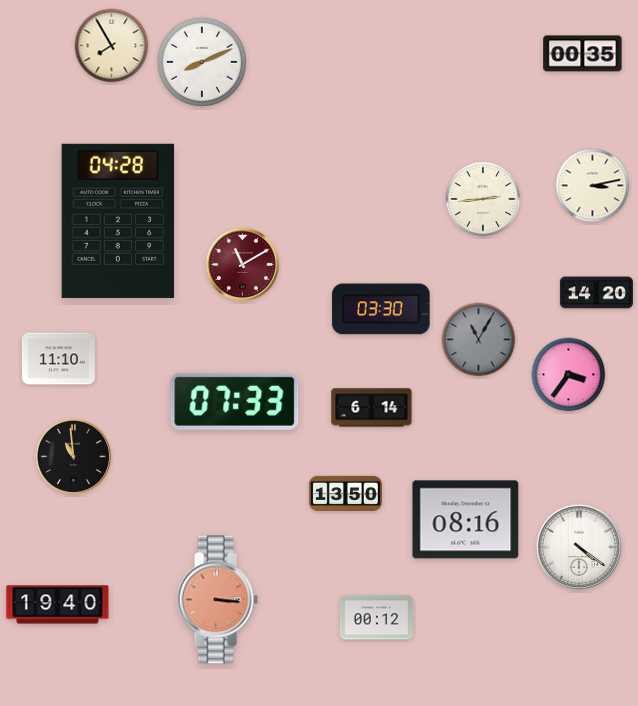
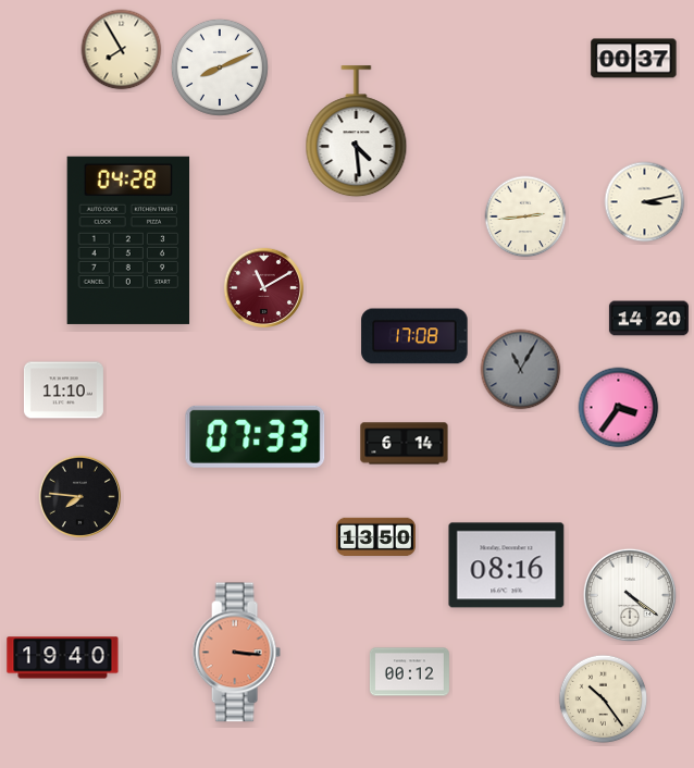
clock at (583, 54): 00:35 -> 00:37
clock at (357, 132): none -> 4:29
clock at (381, 309): 03:30 -> 17:08
clock at (73, 456): 10:59 -> 7:46
clock at (604, 699): none -> 10:24
